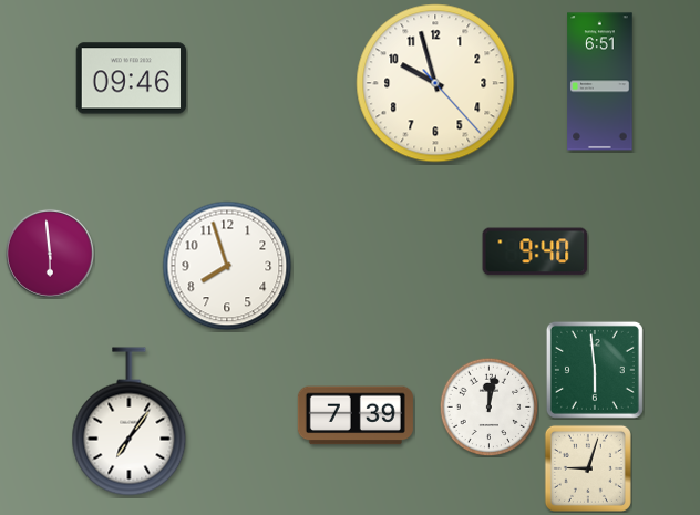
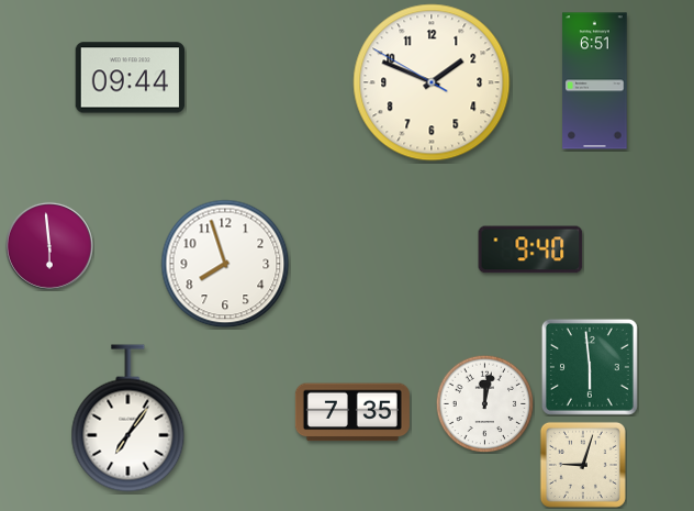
clock at (132, 79): 09:46 -> 09:44
clock at (435, 83): 9:57 -> 1:48
clock at (50, 254) position: (50, 254) -> (49, 246)
clock at (356, 415): 7:39 -> 7:35
